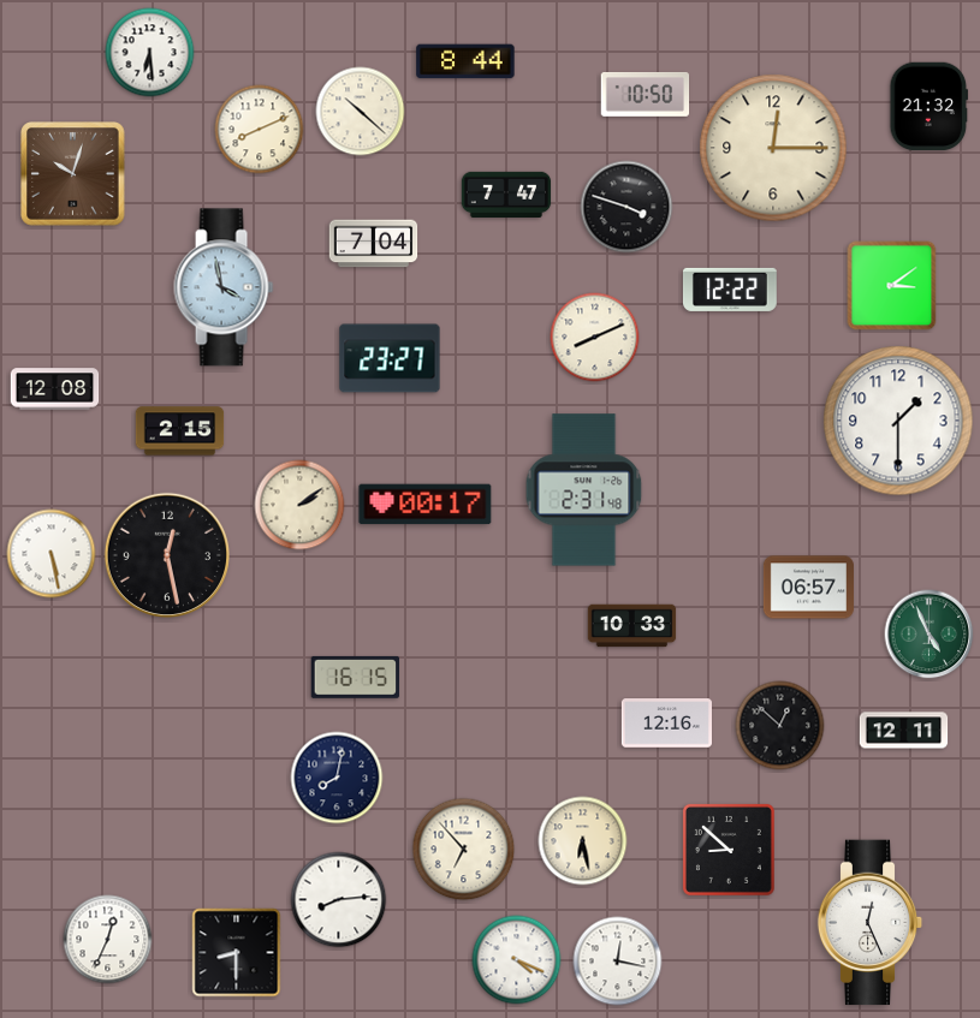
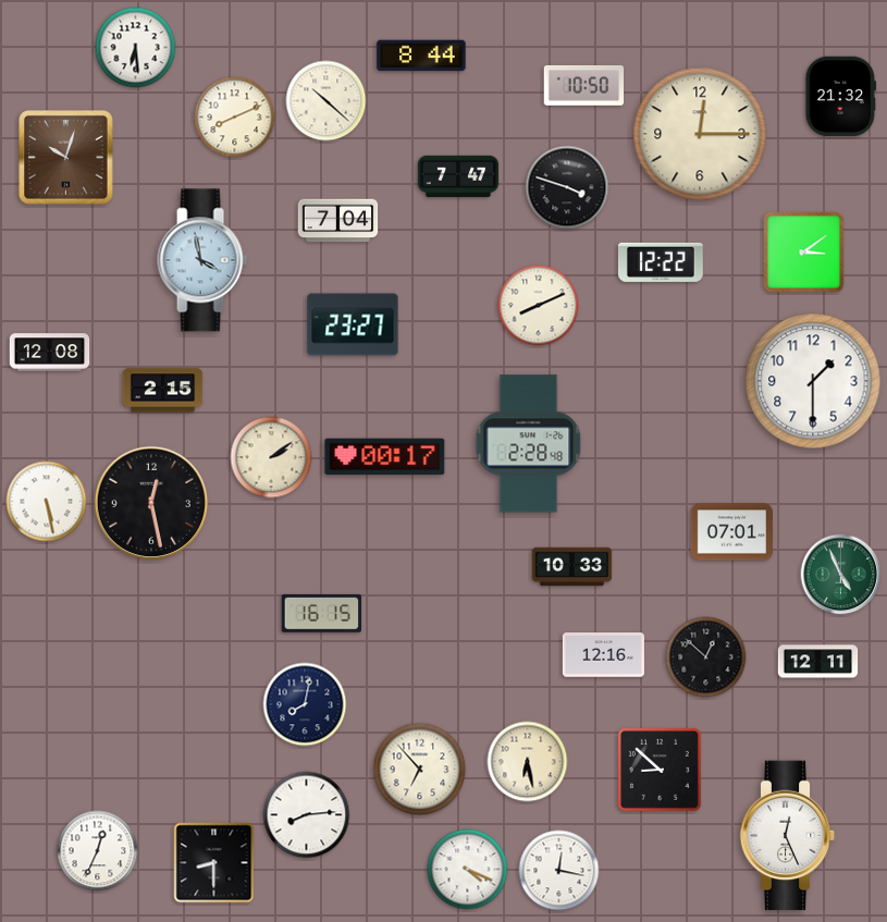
clock at (892, 286) position: (892, 286) -> (804, 253)
clock at (584, 490): 2:31 -> 2:28
clock at (808, 588): 06:57 -> 07:01
